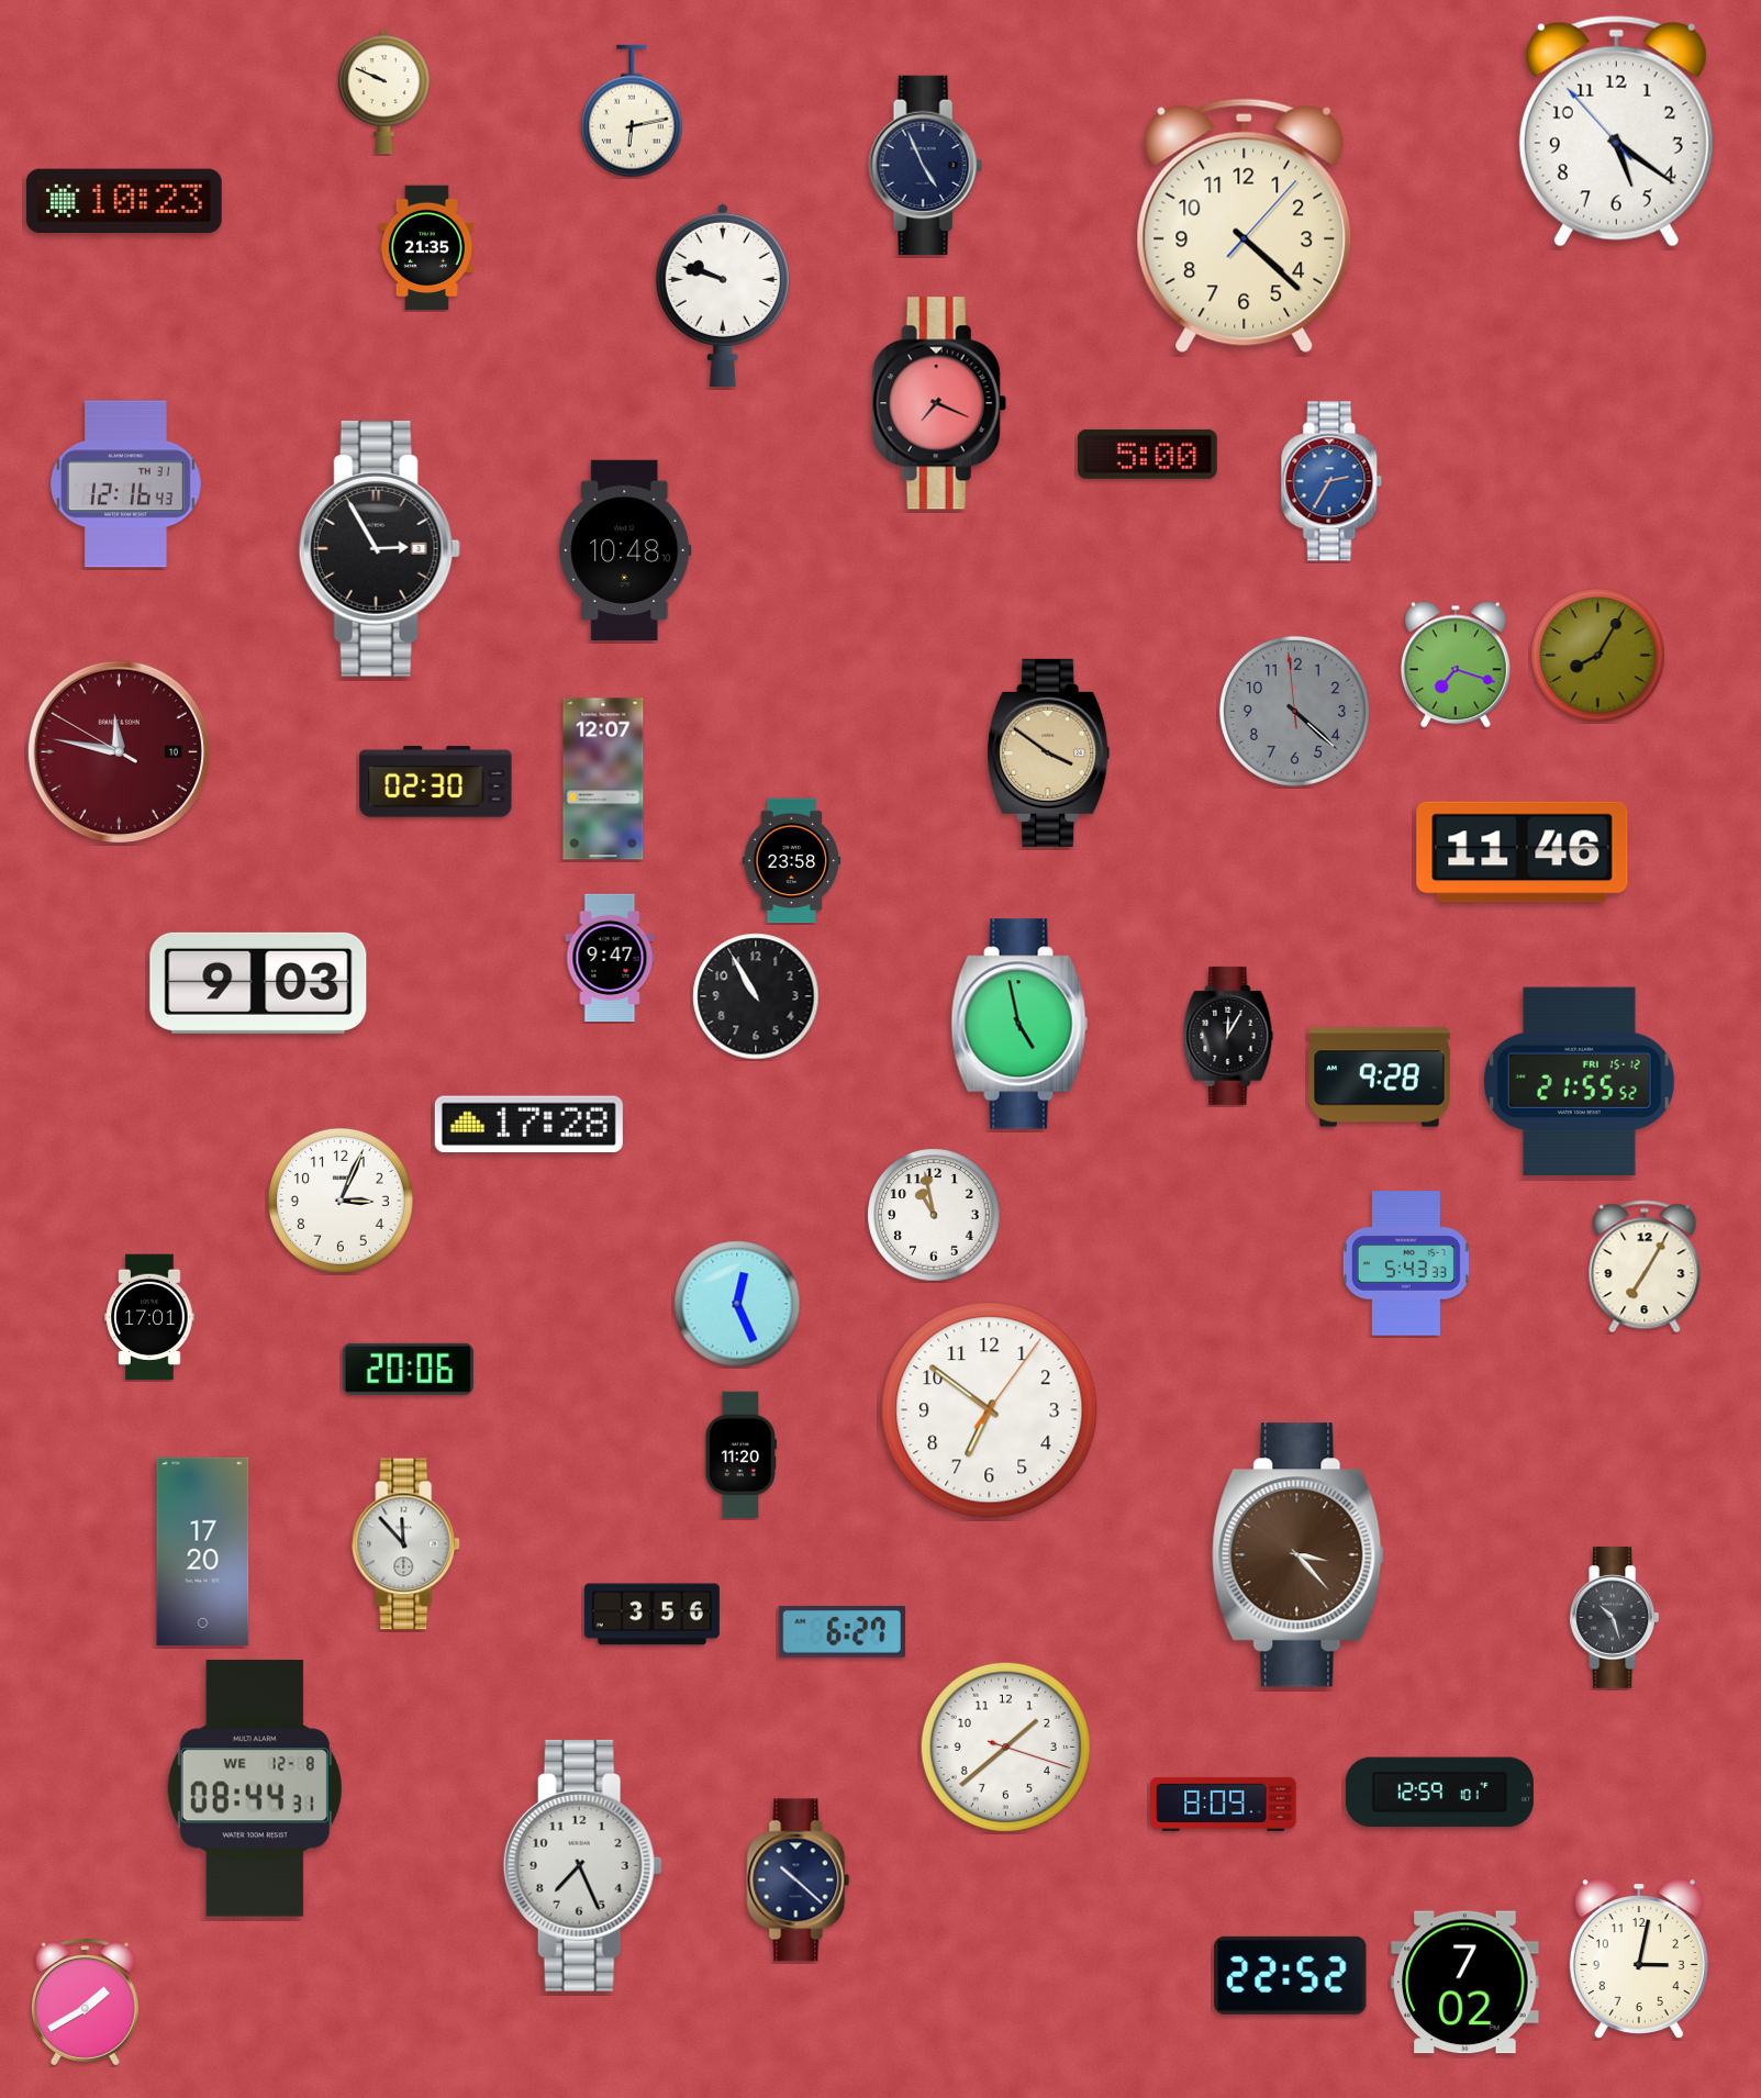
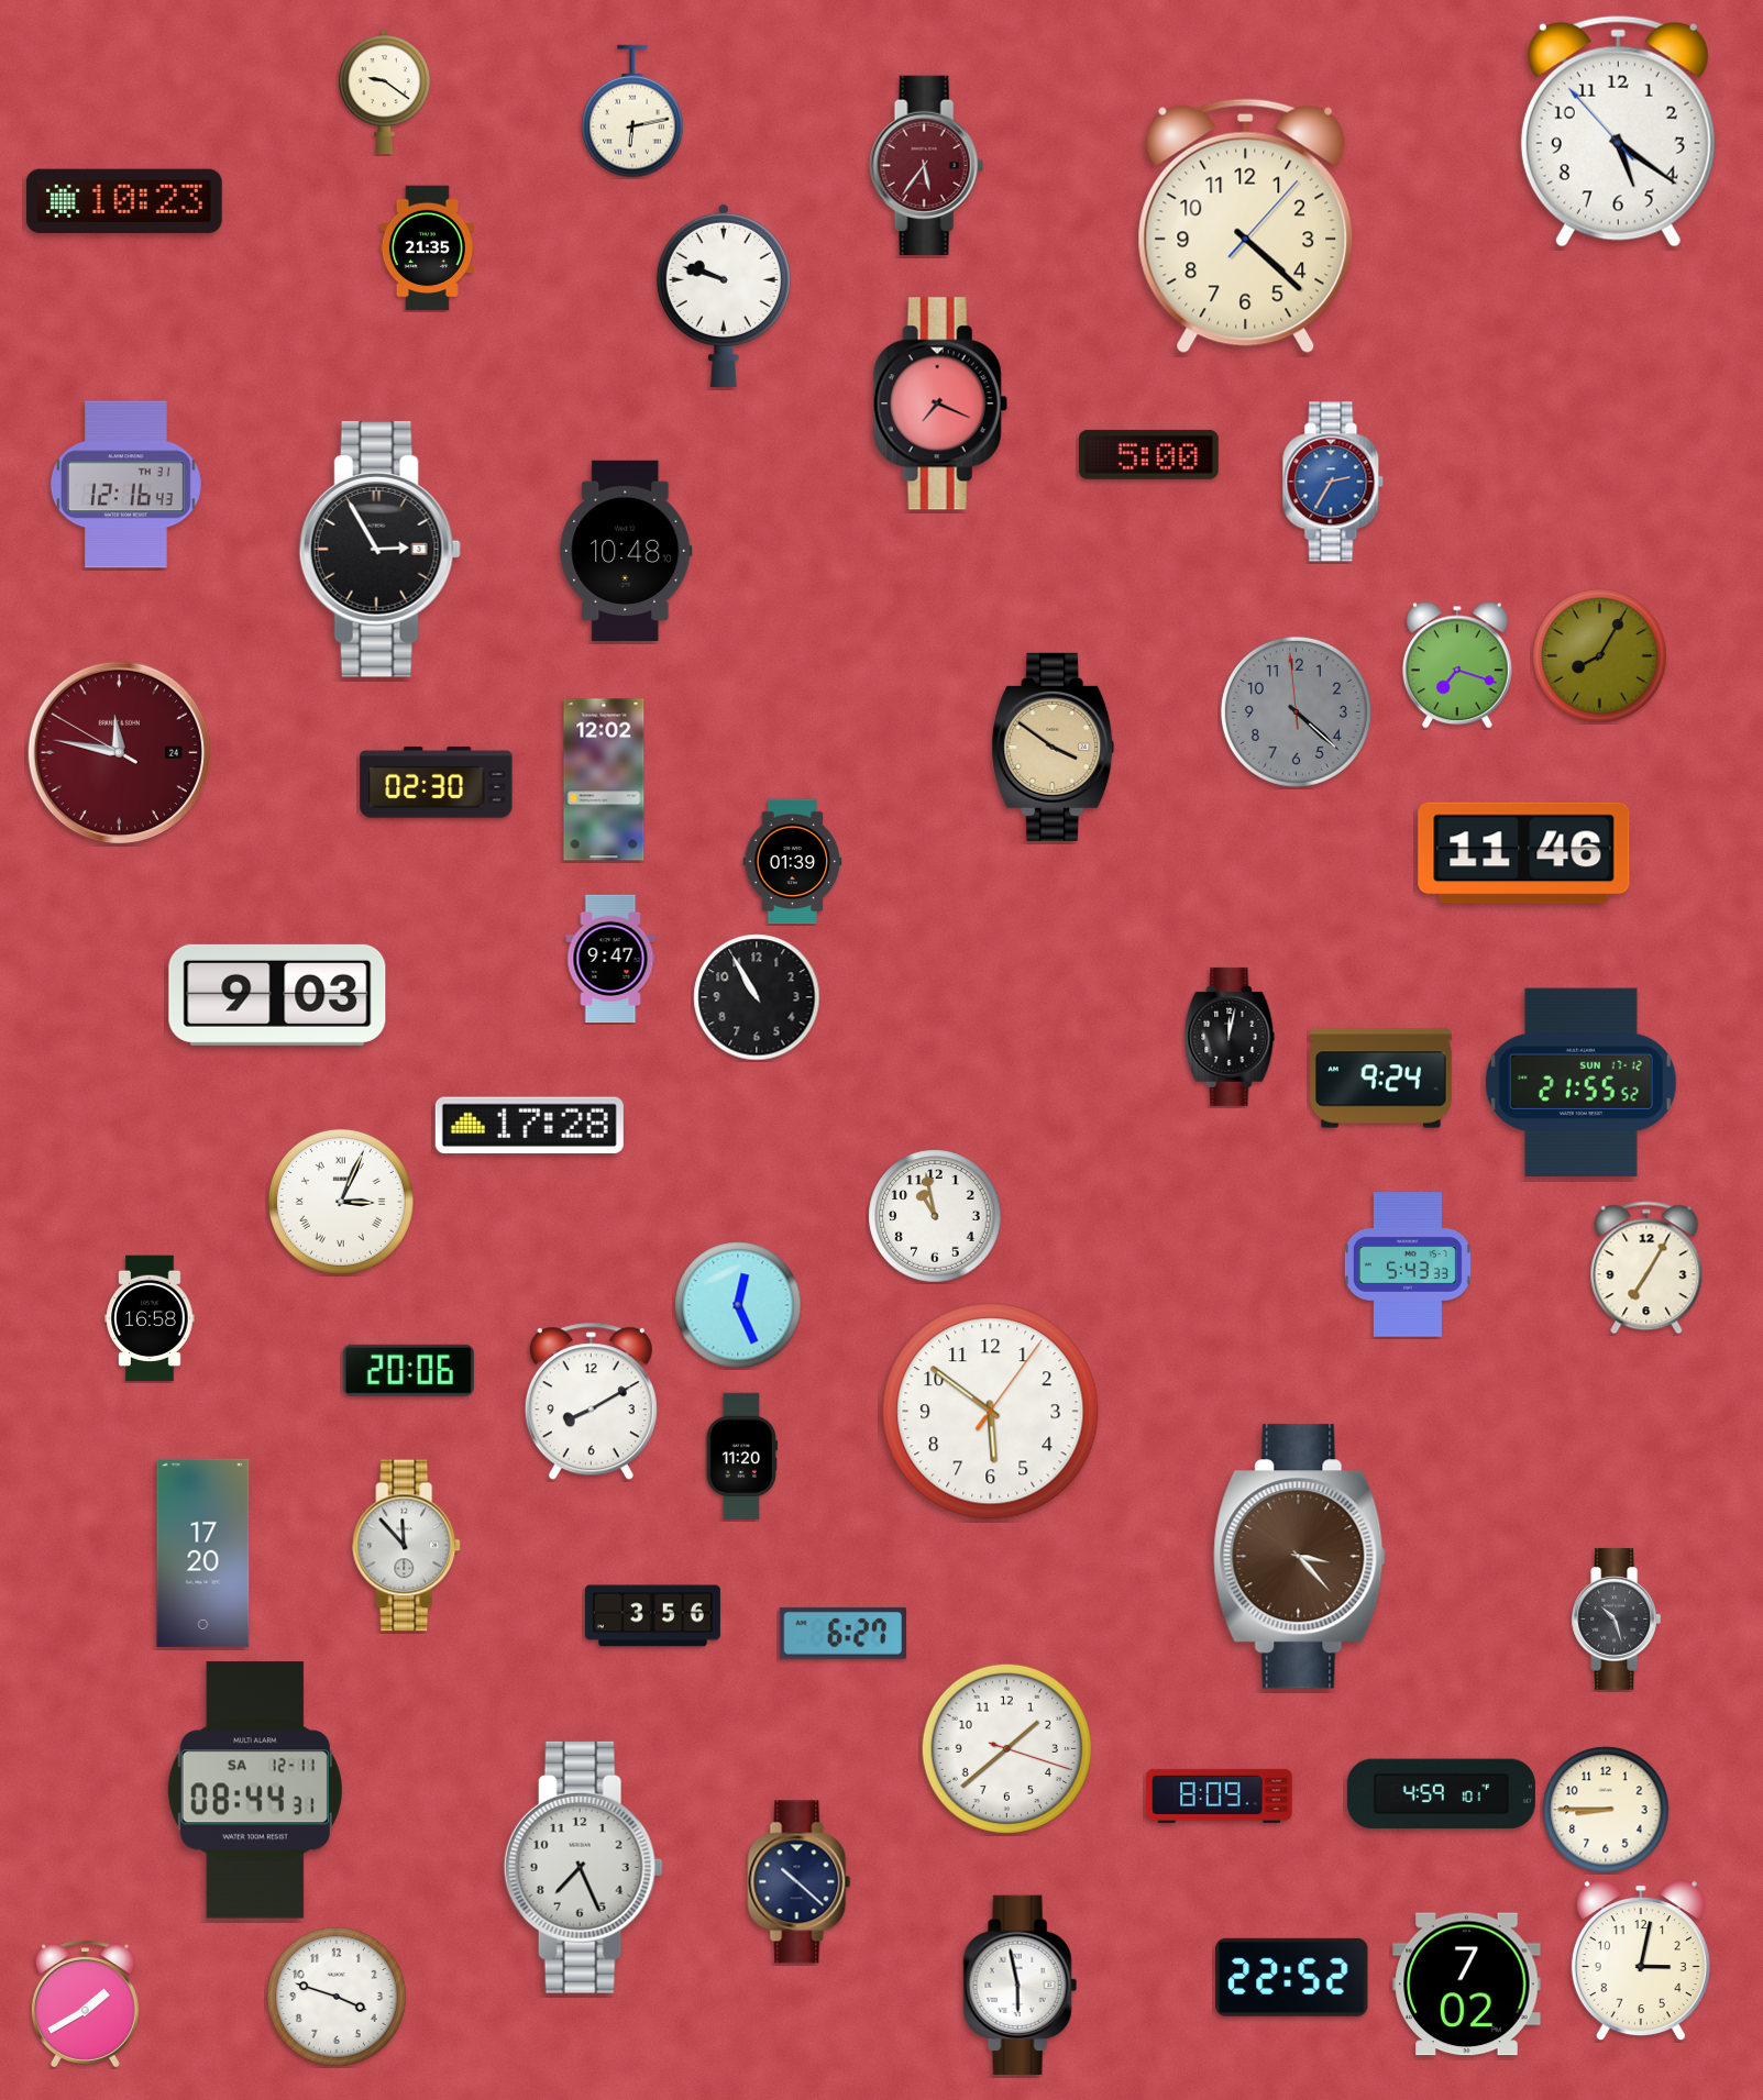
clock at (384, 92): 9:49 -> 9:21
clock at (925, 165): 4:56 -> 5:36
clock at (925, 165) dial: navy -> burgundy
clock at (119, 751) date: 10 -> 24
clock at (1049, 752) position: (1049, 752) -> (1054, 747)
clock at (603, 779): 12:07 -> 12:02
clock at (792, 861): 23:58 -> 01:39
clock at (258, 983) position: (258, 983) -> (277, 995)
clock at (1019, 1024): 4:58 -> none
clock at (1228, 1036): 12:05 -> 12:02
clock at (1380, 1078): 9:28 -> 9:24
clock at (1579, 1081) date: FRI 15-12 -> SUN 17-12
clock at (341, 1201) numerals: Arabic -> Roman
clock at (149, 1317): 17:01 -> 16:58
clock at (591, 1402): none -> 8:10
clock at (990, 1410): 6:51 -> 5:51
clock at (255, 1788) date: WE 12-8 -> SA 12-11
clock at (1439, 1793): 12:59 -> 4:59
clock at (1224, 1804) position: (1224, 1804) -> (1220, 1795)
clock at (1606, 1810): none -> 8:45
clock at (1020, 1985): none -> 5:58
clock at (338, 1998): none -> 3:48
